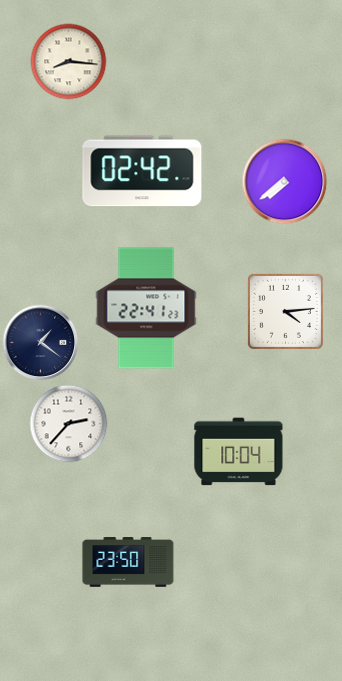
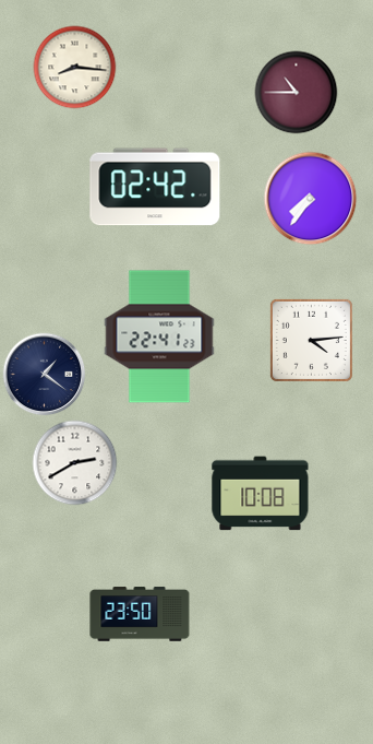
clock at (297, 93): none -> 10:45
clock at (285, 182): 7:39 -> 7:36
clock at (69, 424): 2:37 -> 2:40
clock at (239, 452): 10:04 -> 10:08
